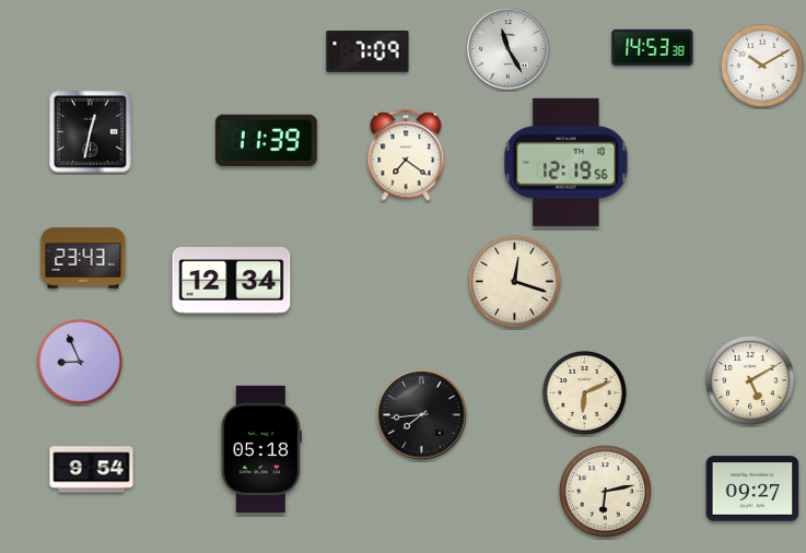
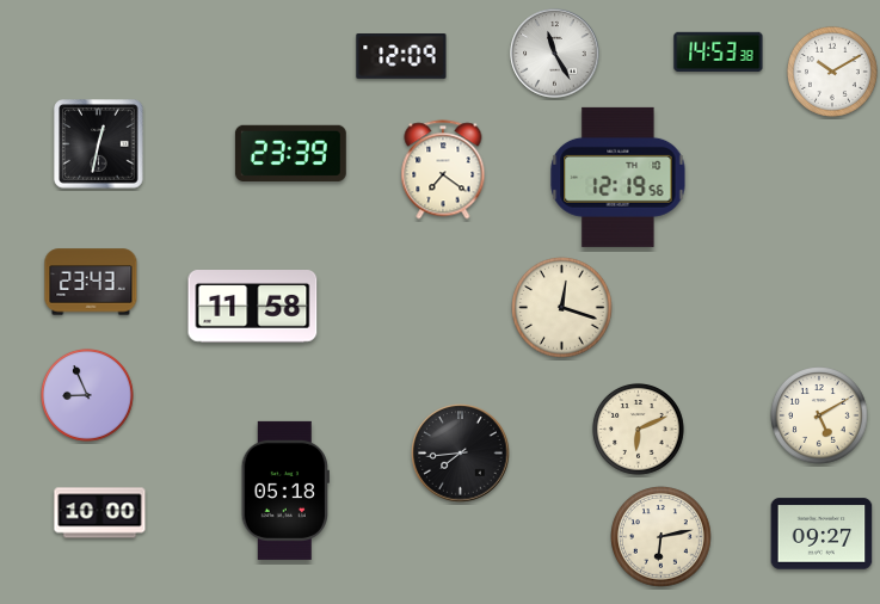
clock at (653, 47) position: (653, 47) -> (719, 51)
clock at (367, 52): 7:09 -> 12:09
clock at (266, 140): 11:39 -> 23:39
clock at (232, 281): 12:34 -> 11:58
clock at (92, 470): 9:54 -> 10:00
